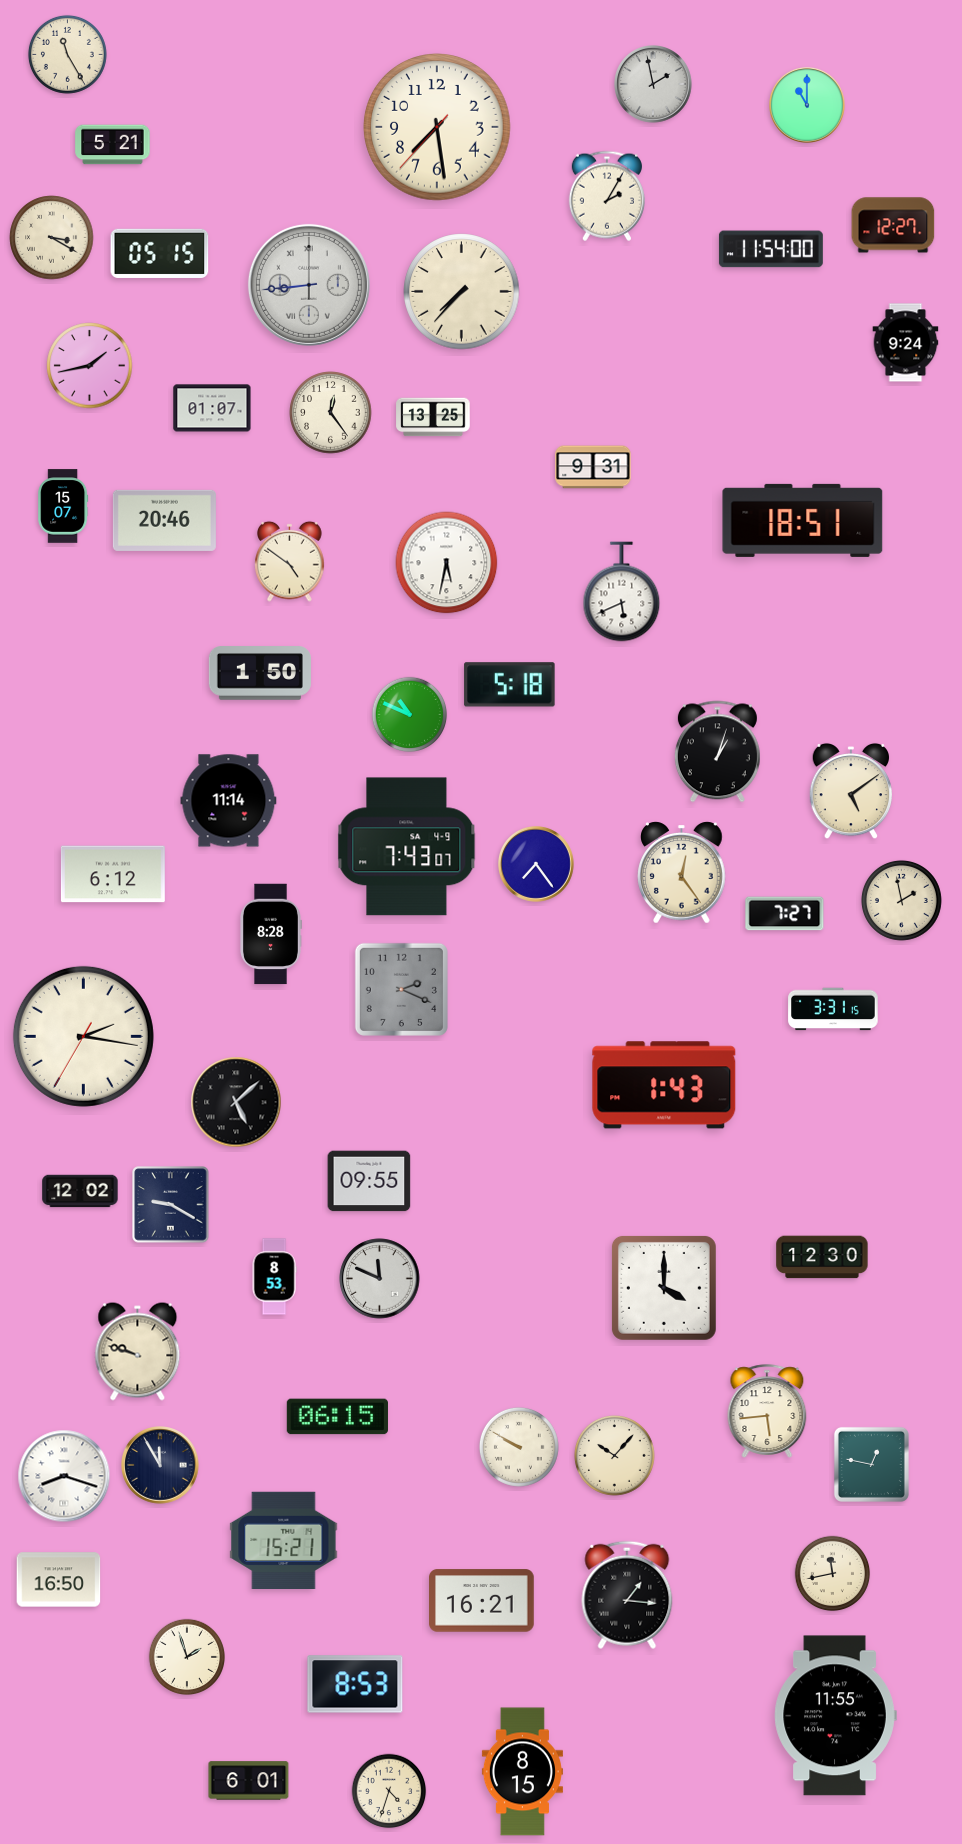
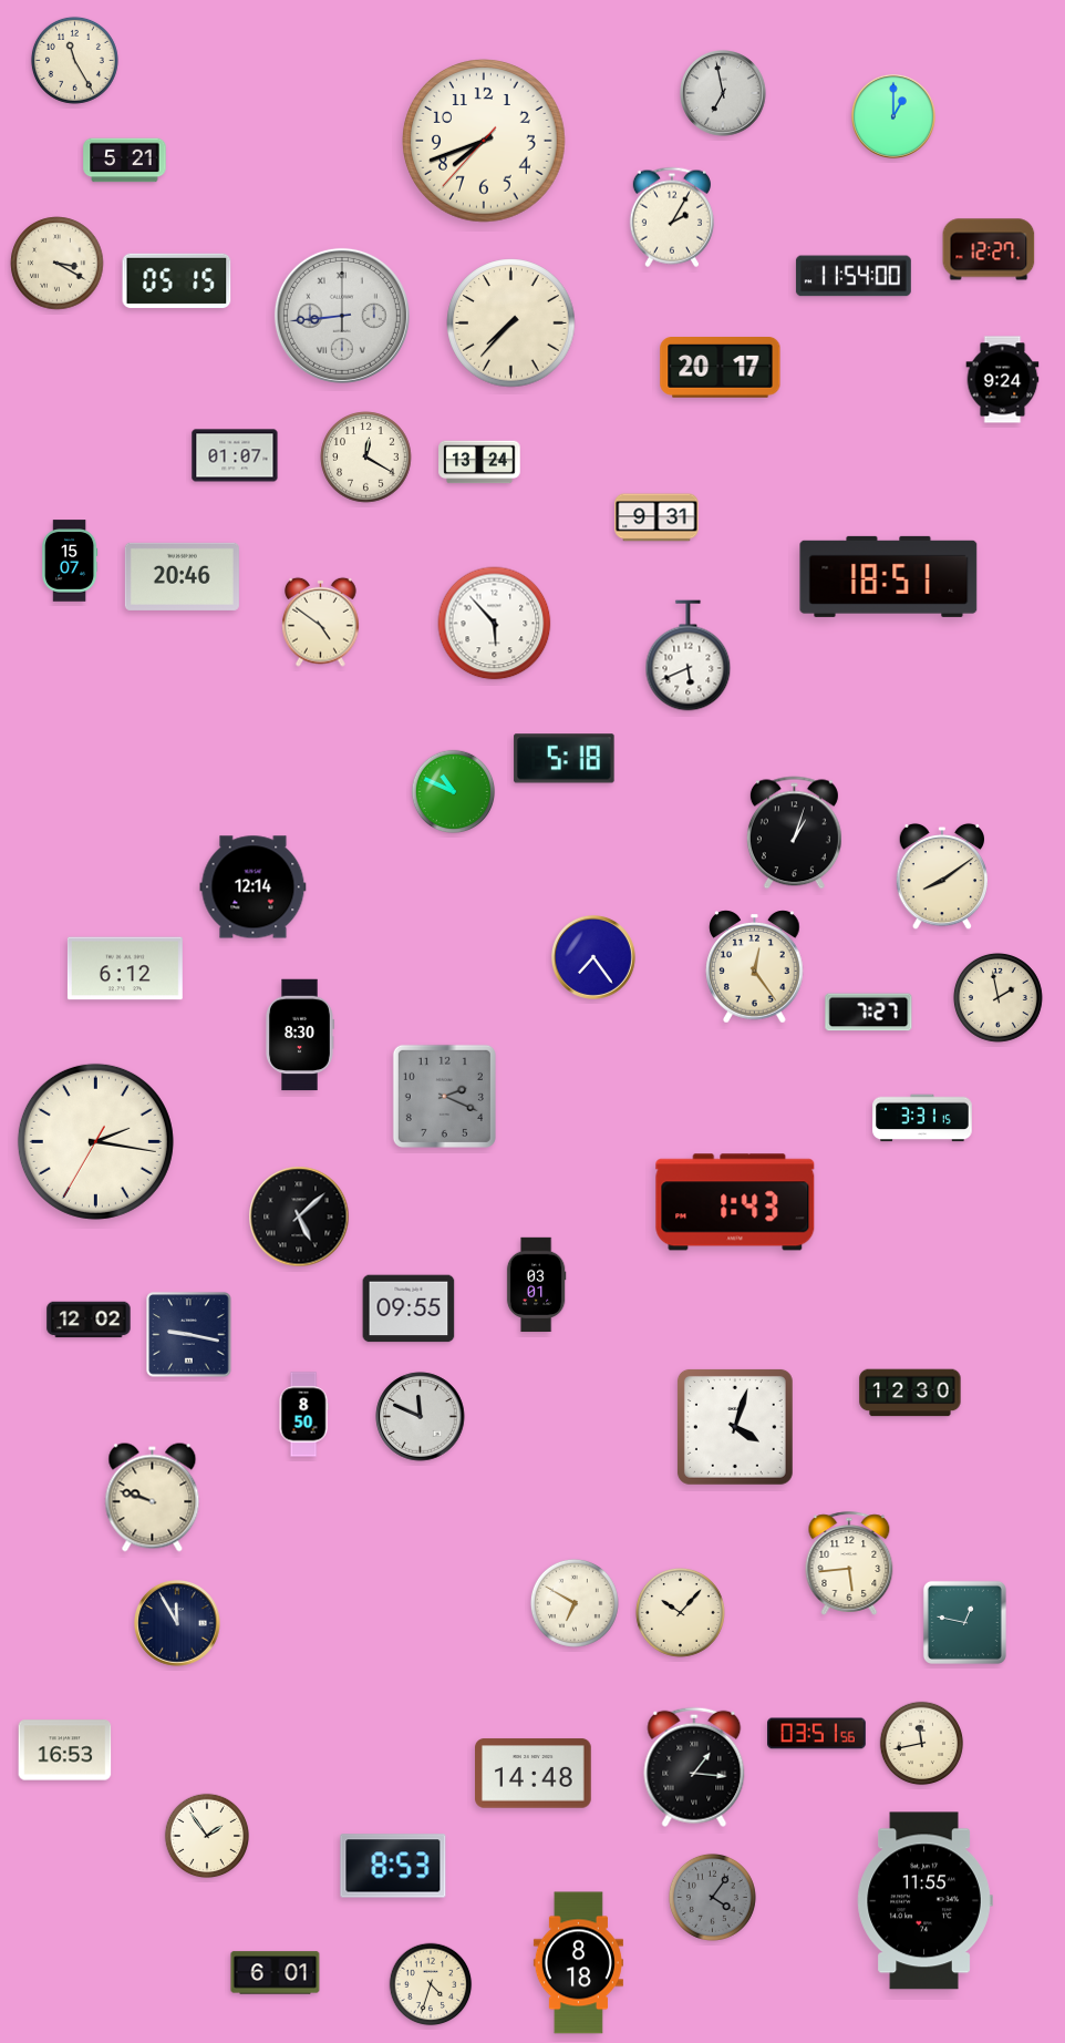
clock at (653, 84): 1:58 -> 6:58
clock at (808, 106): 11:00 -> 1:00
clock at (437, 127): 7:28 -> 7:41
clock at (721, 368): none -> 20:17
clock at (90, 366): 1:43 -> none
clock at (212, 408) position: (212, 408) -> (235, 455)
clock at (331, 413): 12:24 -> 12:20
clock at (433, 417): 13:25 -> 13:24
clock at (447, 563): 5:32 -> 5:53
clock at (260, 673): 1:50 -> none
clock at (850, 791): 5:09 -> 8:09
clock at (229, 801): 11:14 -> 12:14
clock at (407, 847): 7:43 -> none
clock at (271, 934): 8:28 -> 8:30
clock at (83, 1036) position: (83, 1036) -> (95, 1141)
clock at (236, 1102) position: (236, 1102) -> (299, 1216)
clock at (536, 1285): none -> 03:01
clock at (171, 1205): 9:20 -> 9:17
clock at (274, 1277): 8:53 -> 8:50
clock at (664, 1288): 4:00 -> 4:03
clock at (337, 1417): 06:15 -> none
clock at (519, 1447): 9:50 -> 6:50
clock at (64, 1476): 8:18 -> none
clock at (284, 1540): 15:21 -> none
clock at (817, 1734): none -> 03:51
clock at (59, 1580): 16:50 -> 16:53
clock at (482, 1601): 16:21 -> 14:48
clock at (186, 1656): 1:57 -> 1:54
clock at (712, 1897): none -> 4:06
clock at (522, 1772): 8:15 -> 8:18
